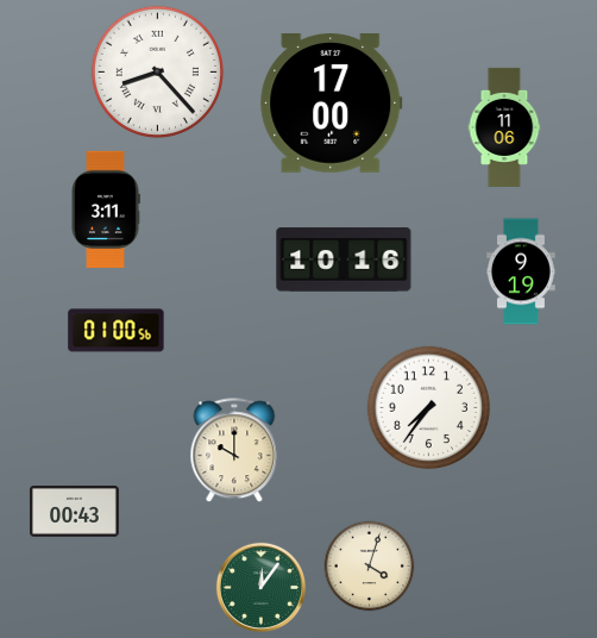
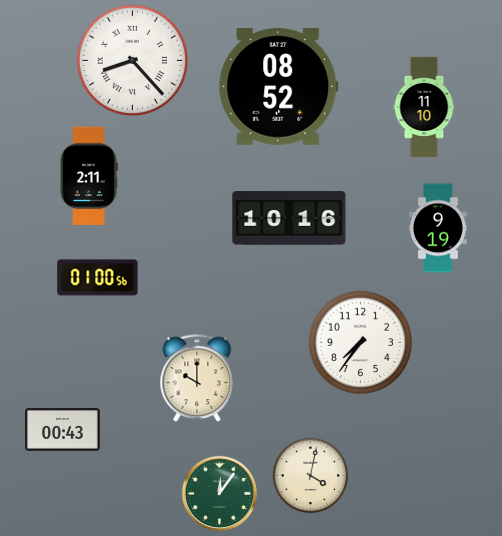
clock at (332, 104): 17:00 -> 08:52
clock at (504, 127): 11:06 -> 11:10
clock at (106, 208): 3:11 -> 2:11
clock at (370, 567): 4:03 -> 4:02
